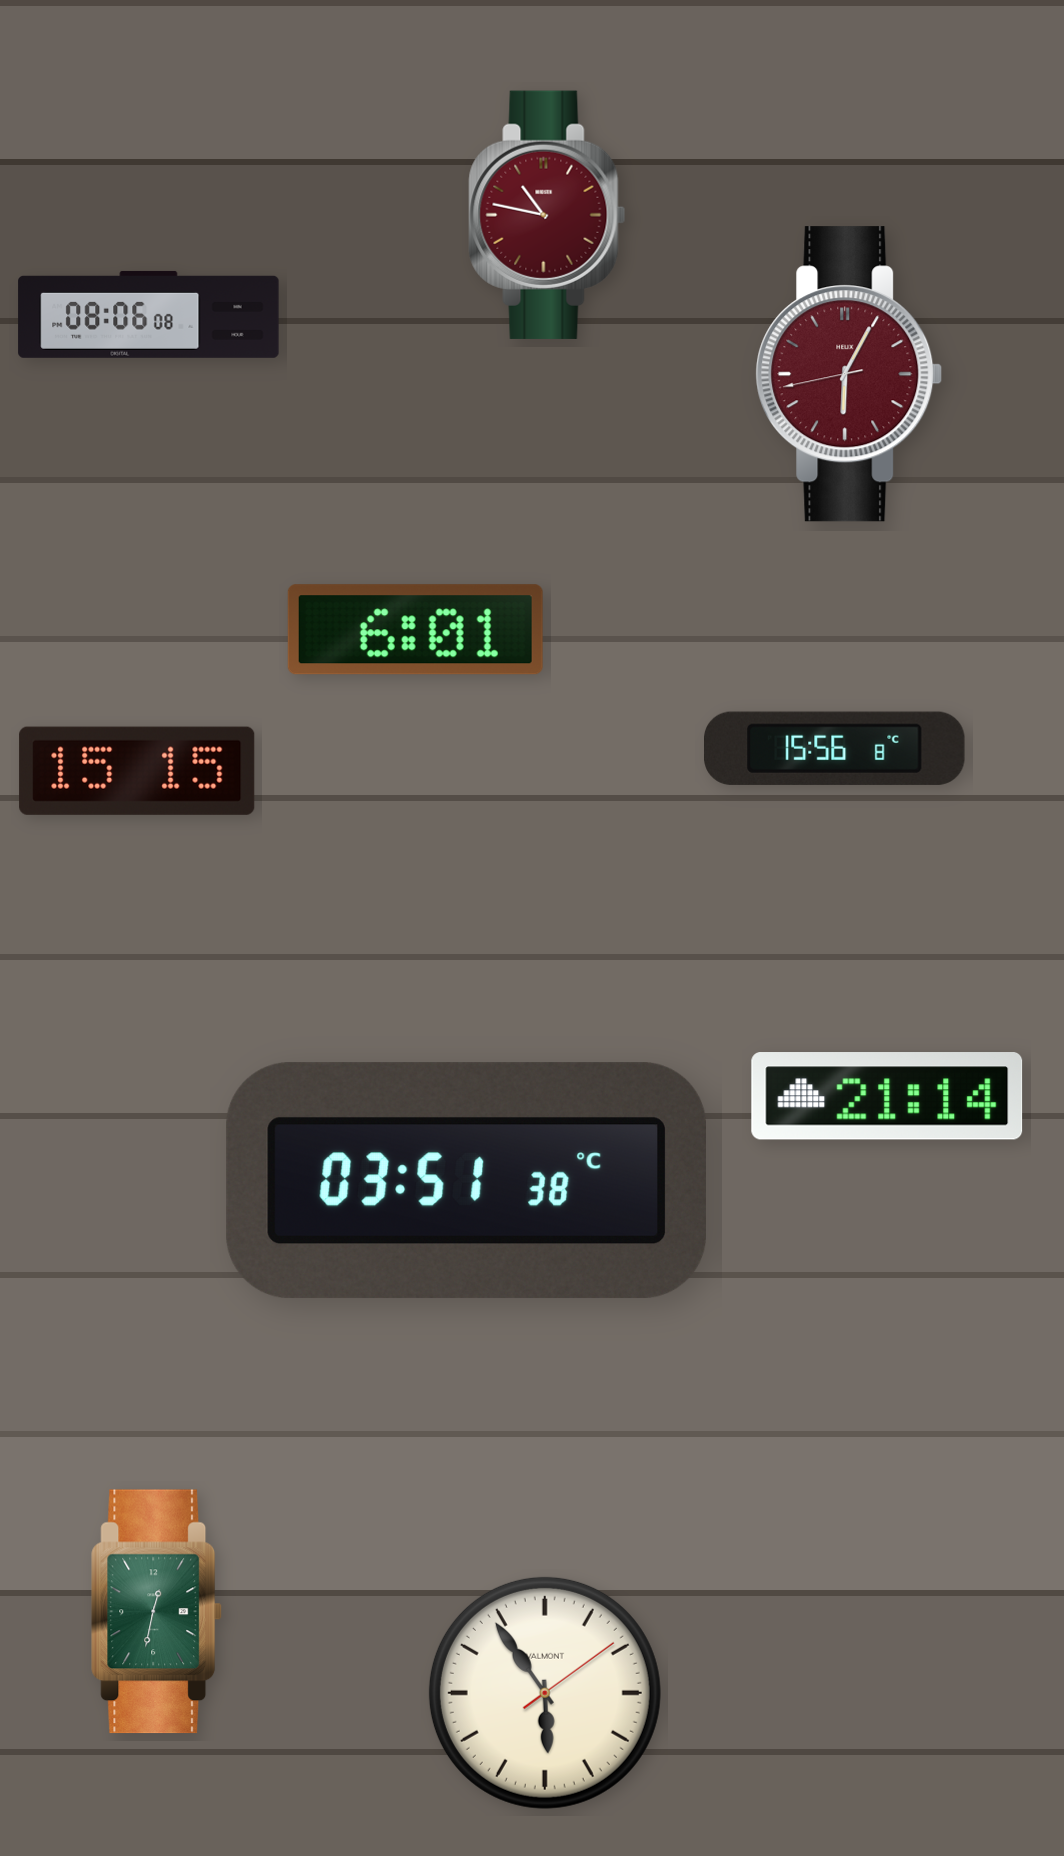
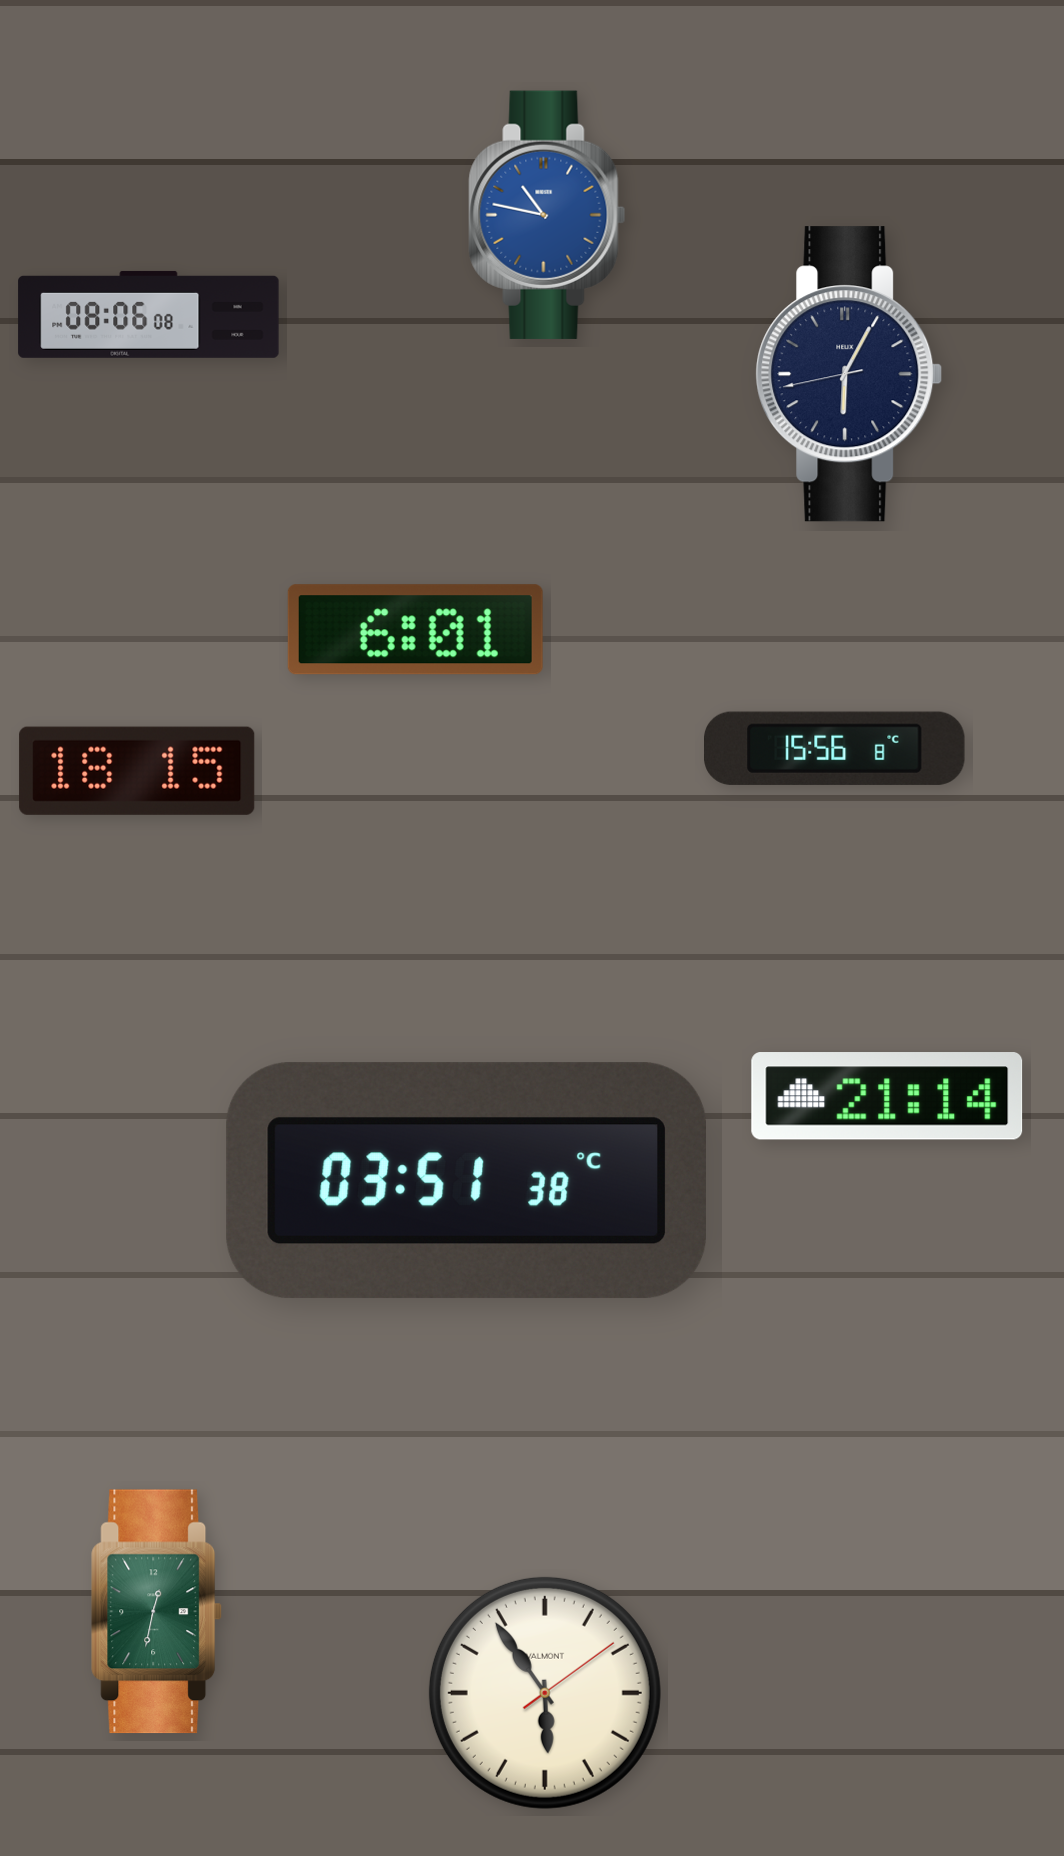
clock at (547, 215) dial: burgundy -> blue
clock at (849, 374) dial: burgundy -> navy
clock at (137, 771): 15:15 -> 18:15
